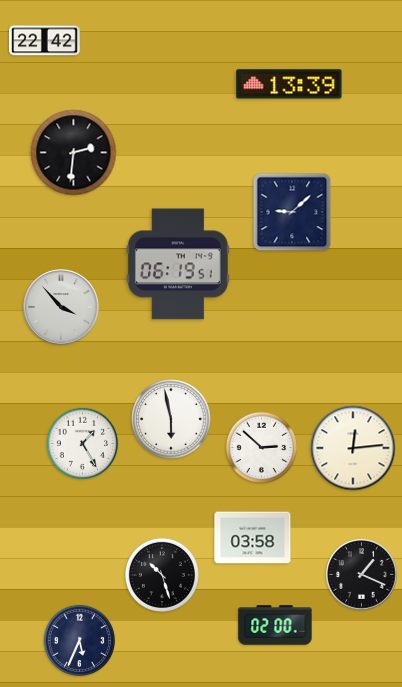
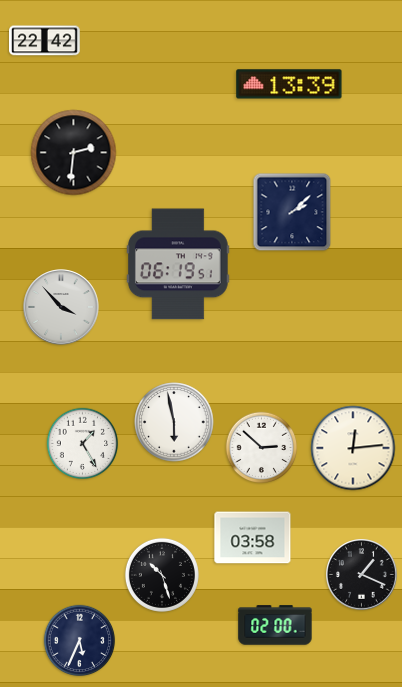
clock at (292, 212): 9:08 -> 2:08
clock at (171, 419) position: (171, 419) -> (174, 422)
